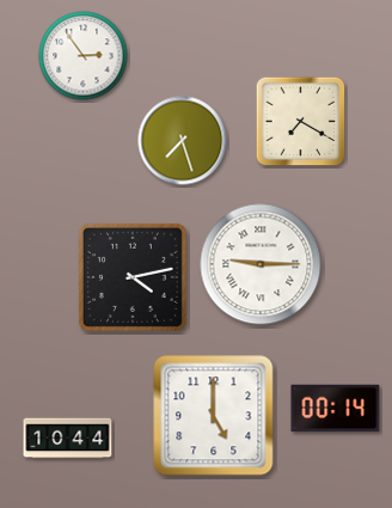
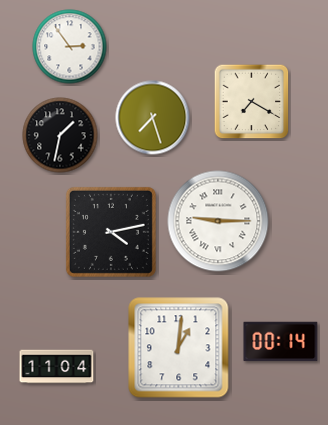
clock at (60, 135): none -> 1:32
clock at (214, 416): 5:00 -> 1:01
clock at (68, 439): 10:44 -> 11:04
